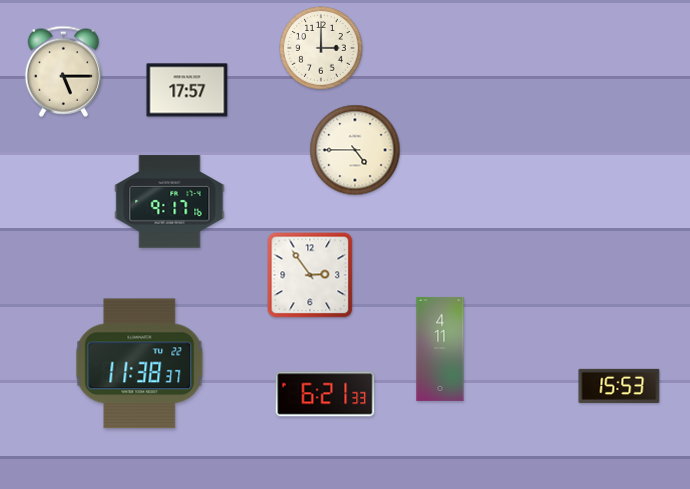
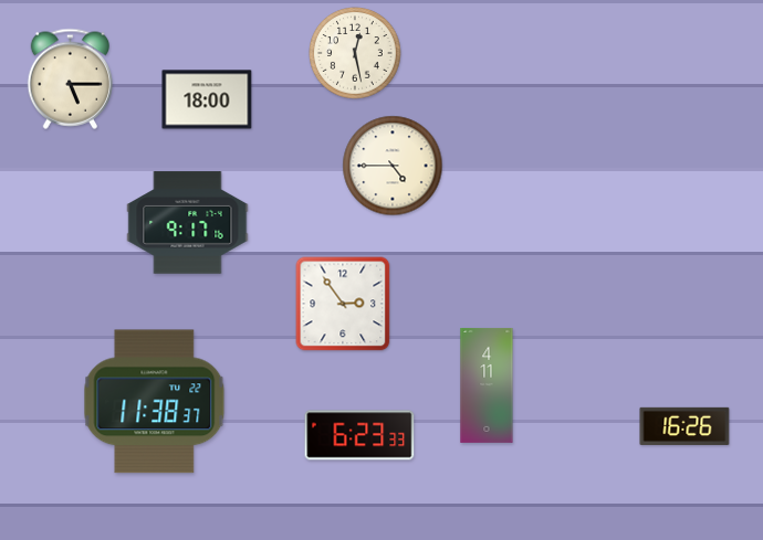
clock at (321, 48): 3:00 -> 12:28
clock at (187, 90): 17:57 -> 18:00
clock at (619, 386): 15:53 -> 16:26
clock at (325, 394): 6:21 -> 6:23
